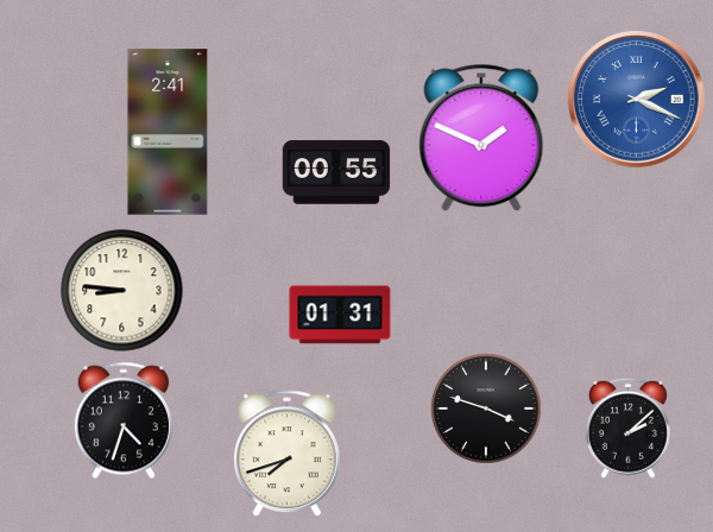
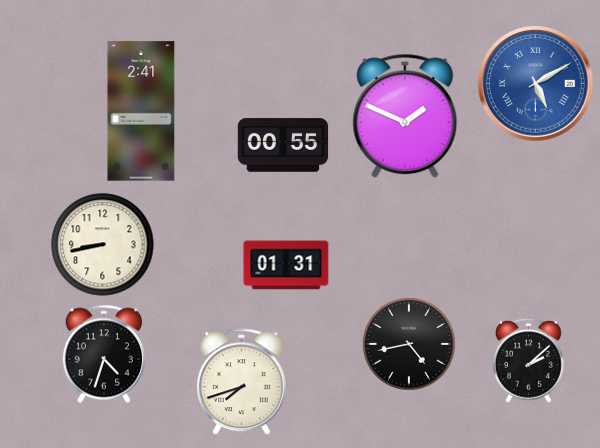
clock at (637, 100): 2:19 -> 5:10
clock at (122, 291): 8:46 -> 8:43
clock at (486, 408): 3:48 -> 4:43
